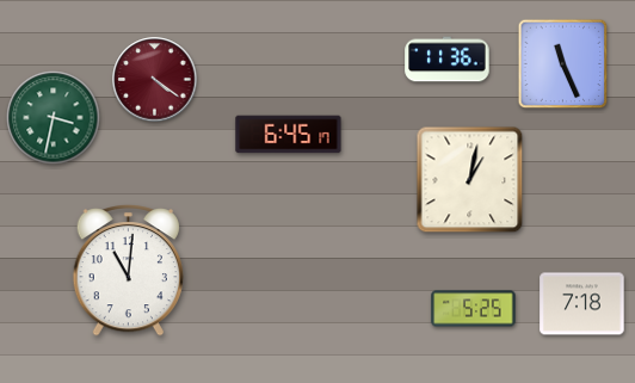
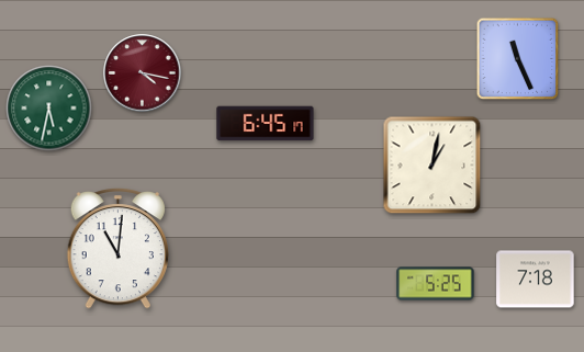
clock at (448, 60): 11:36 -> none
clock at (155, 80): 4:21 -> 4:17
clock at (54, 118): 3:32 -> 5:32
